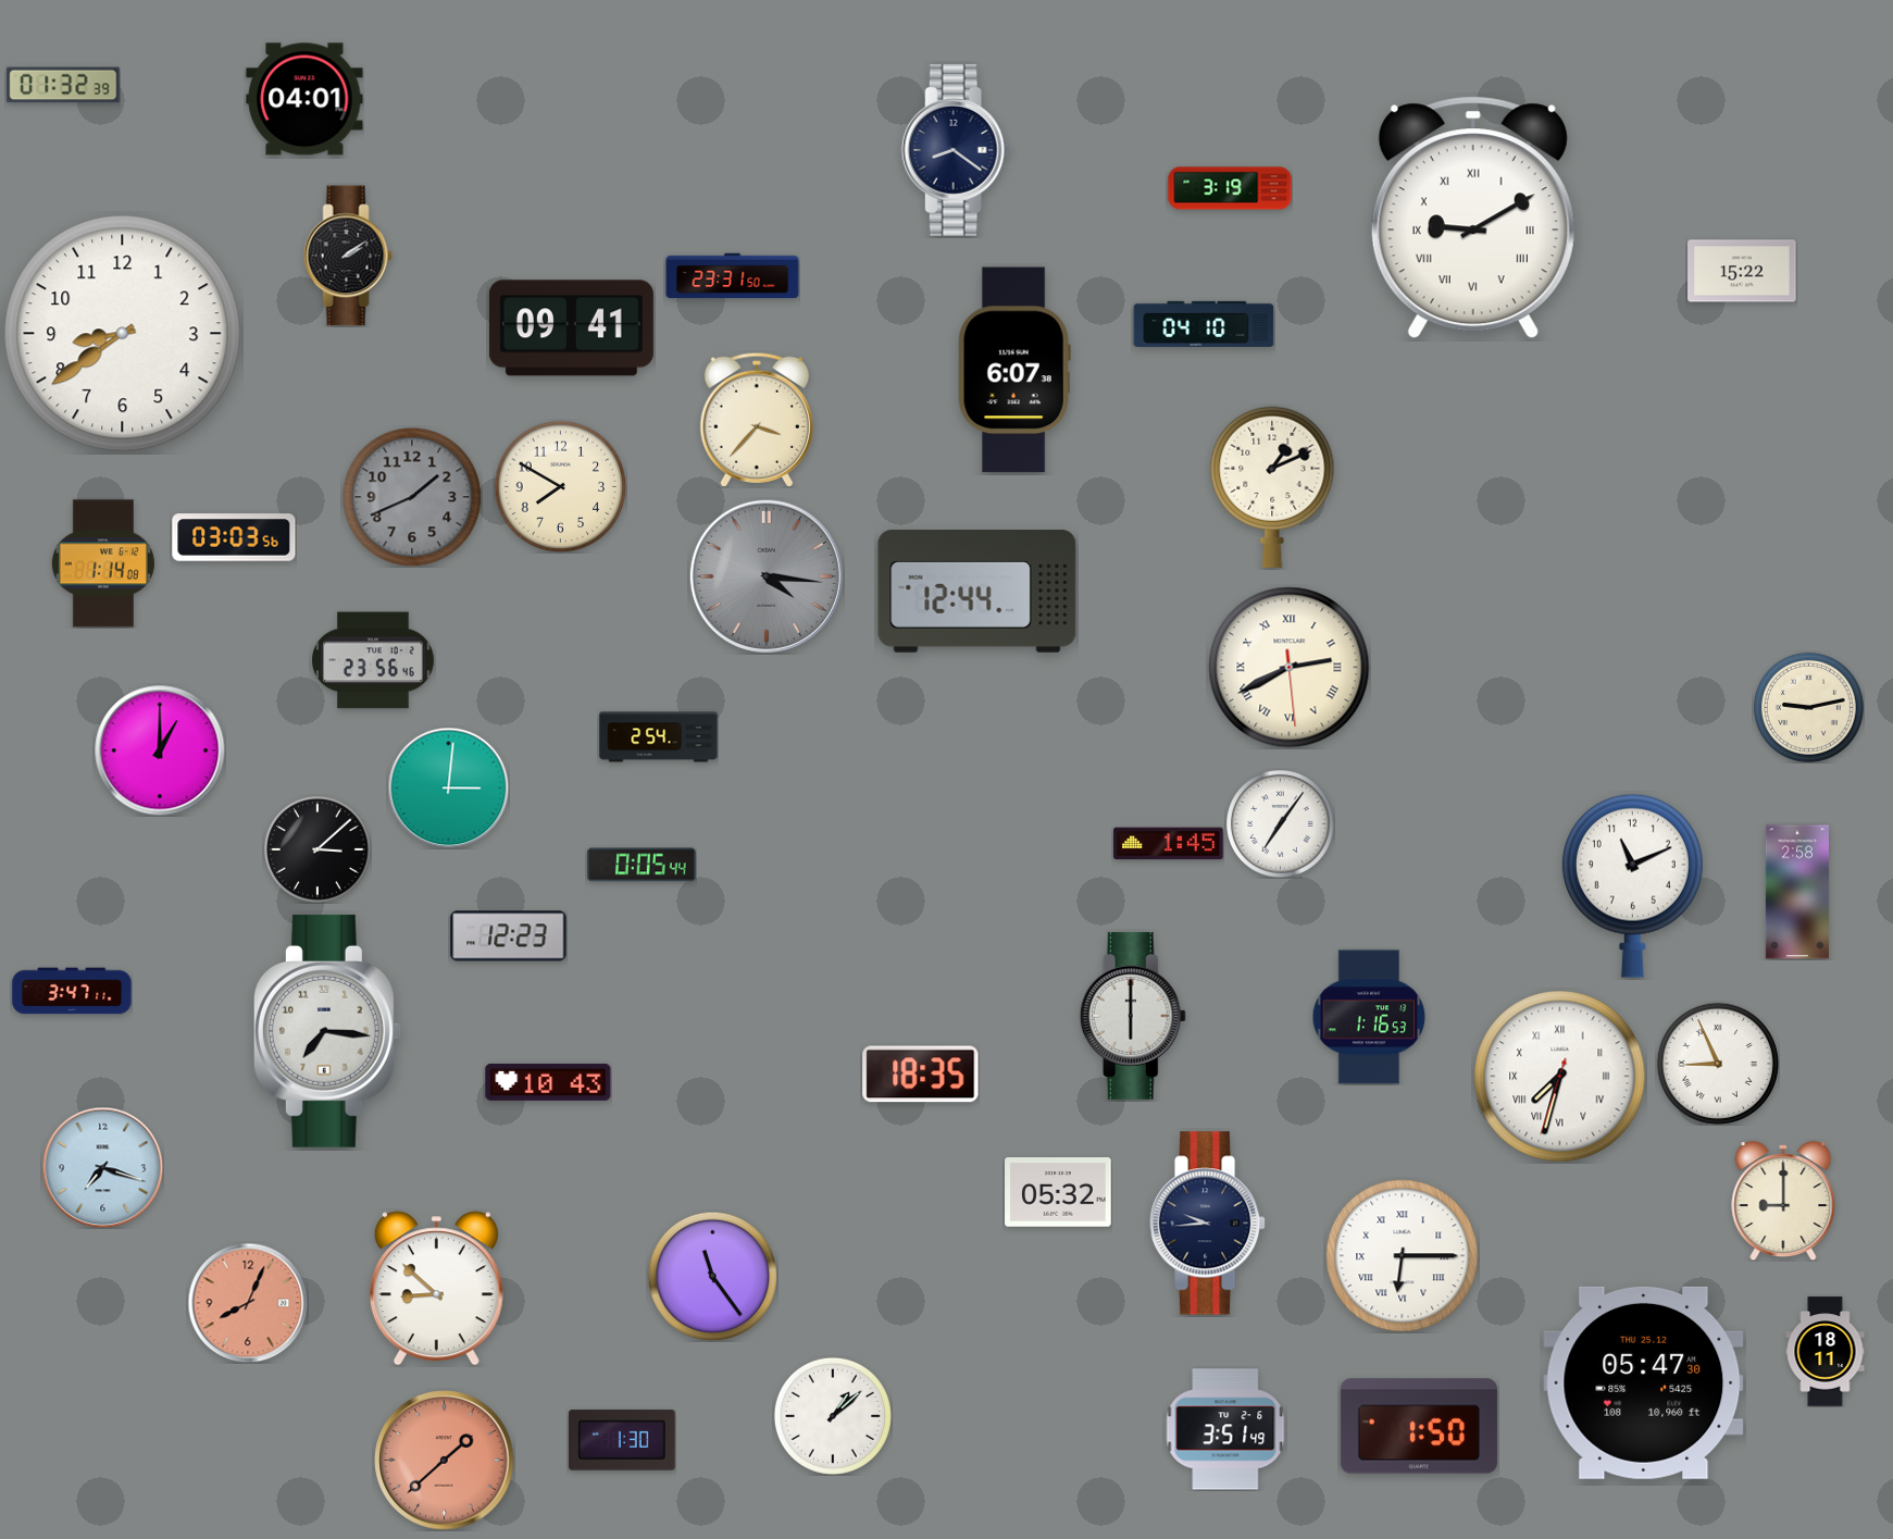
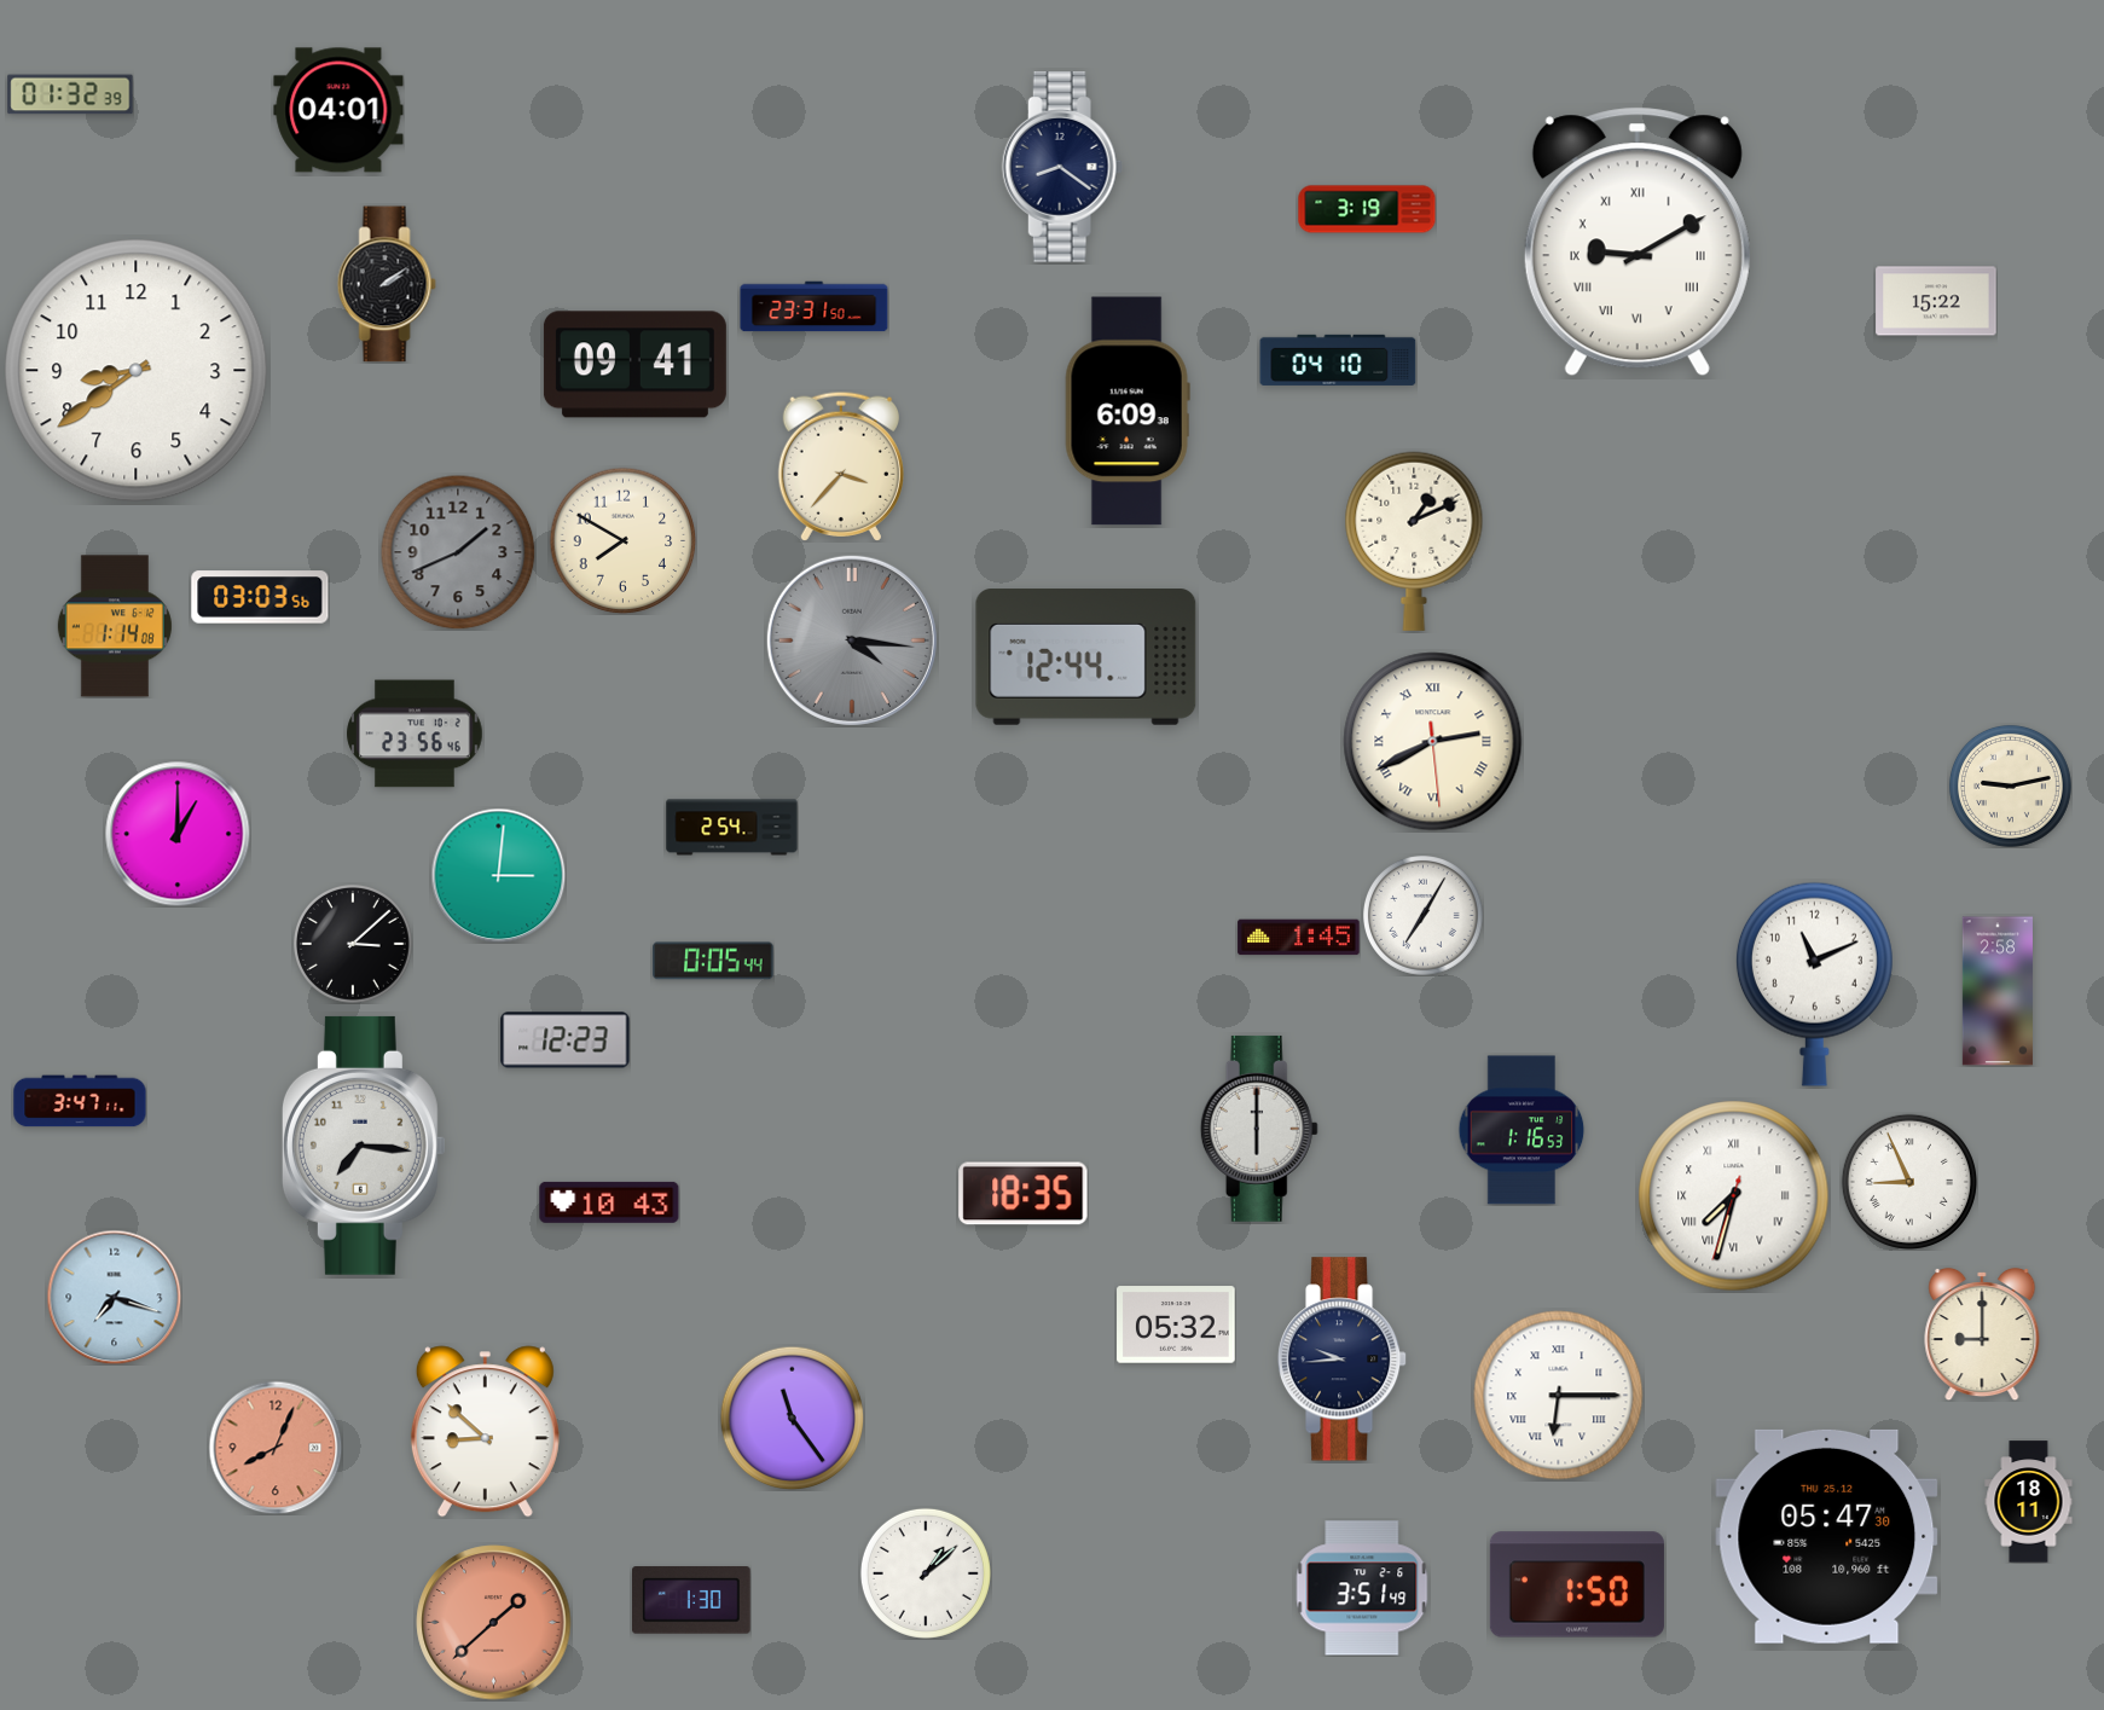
clock at (1014, 370): 6:07 -> 6:09
clock at (659, 737) position: (659, 737) -> (732, 828)
clock at (1281, 824): 7:06 -> 7:05
